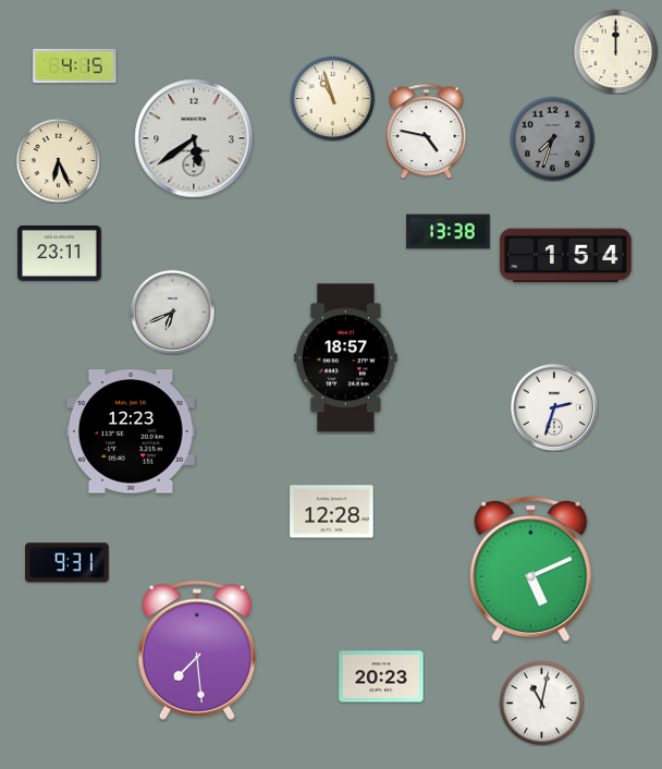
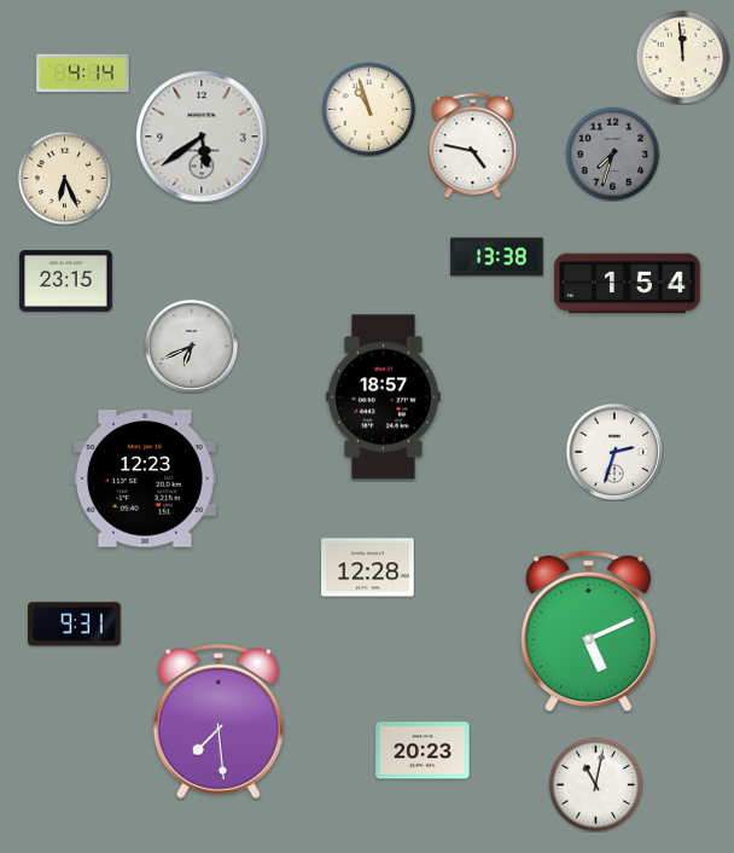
clock at (615, 51): 12:00 -> 11:59
clock at (75, 66): 4:15 -> 4:14
clock at (194, 138) position: (194, 138) -> (202, 137)
clock at (60, 254): 23:11 -> 23:15
clock at (541, 703) position: (541, 703) -> (595, 784)
